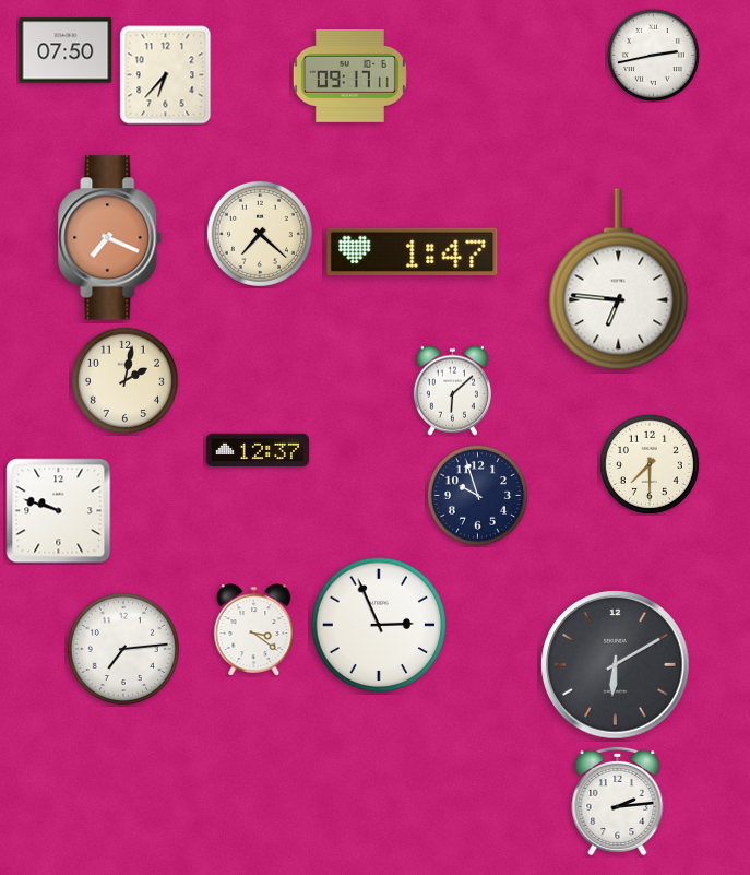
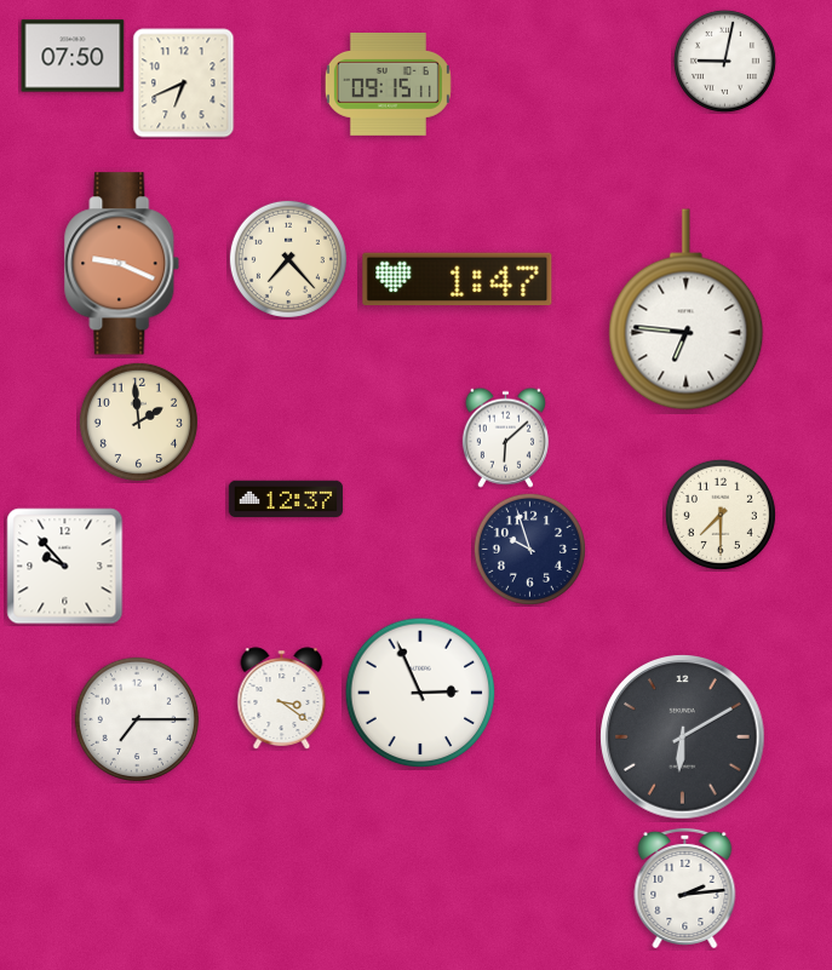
clock at (653, 55): 2:43 -> 9:02
clock at (166, 75): 6:37 -> 6:41
clock at (349, 75): 09:17 -> 09:15
clock at (260, 234): 7:22 -> 7:23
clock at (110, 238): 7:19 -> 9:19
clock at (124, 380): 2:02 -> 1:59
clock at (452, 390) position: (452, 390) -> (505, 437)
clock at (59, 511): 9:48 -> 9:53
clock at (123, 649): 7:14 -> 7:15
